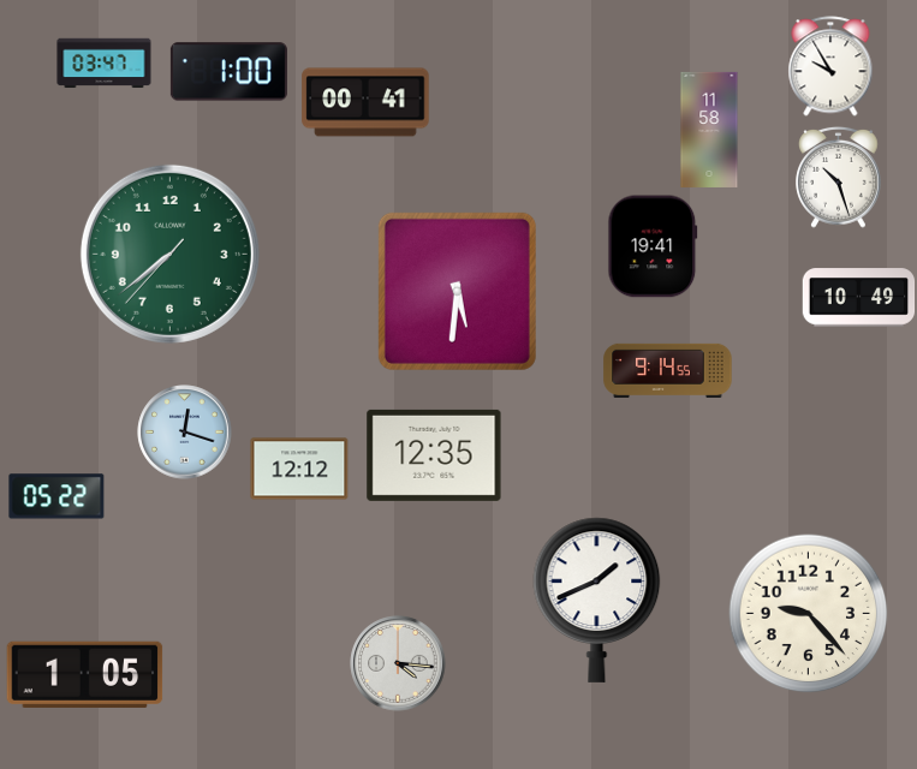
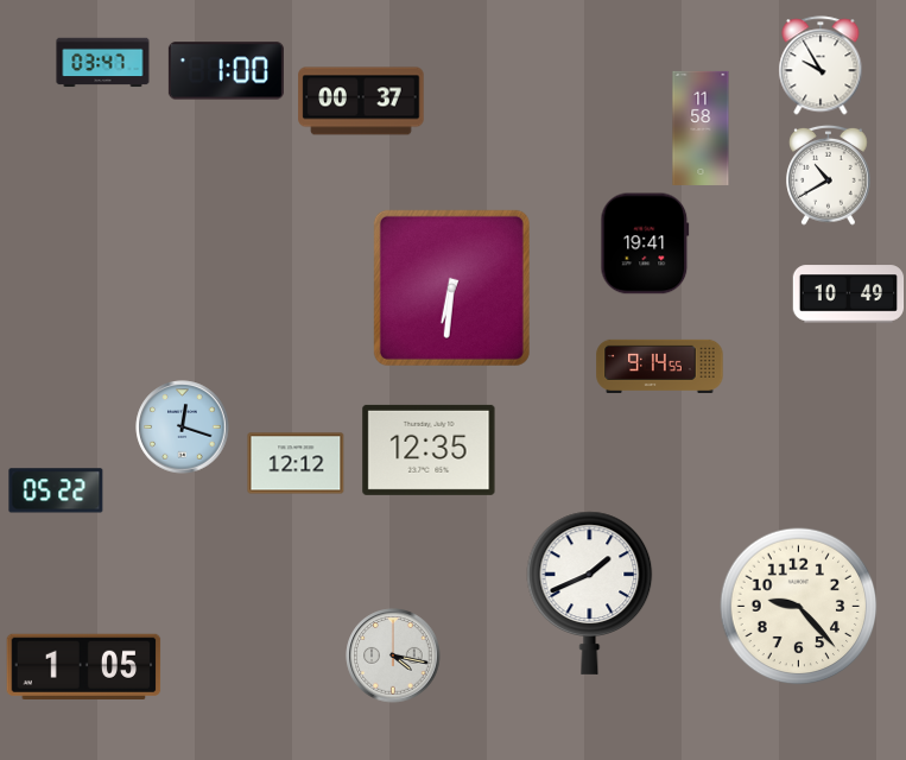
clock at (365, 102): 00:41 -> 00:37
clock at (839, 177): 10:27 -> 10:40
clock at (169, 254): 7:38 -> none
clock at (457, 291): 5:31 -> 6:31
clock at (398, 663): 4:16 -> 4:17
